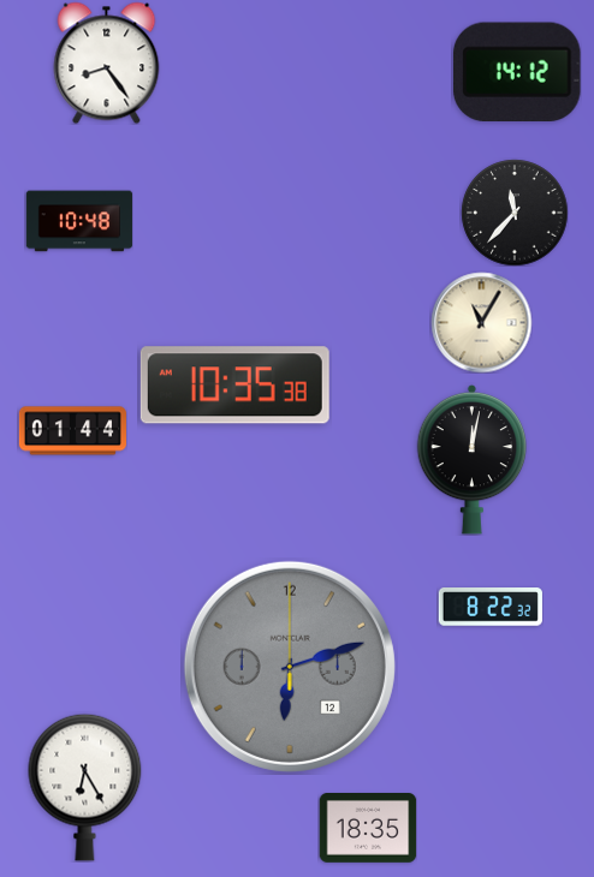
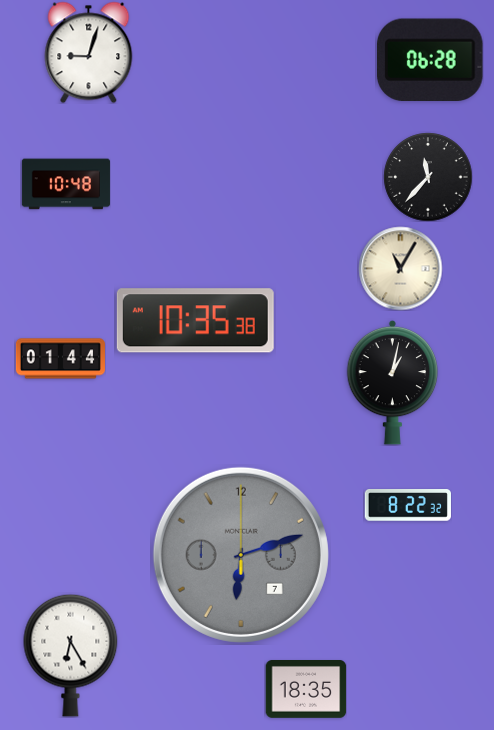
clock at (107, 62): 8:24 -> 9:03
clock at (518, 71): 14:12 -> 06:28
clock at (473, 459): 12:02 -> 1:02
clock at (290, 667) date: 12 -> 7
